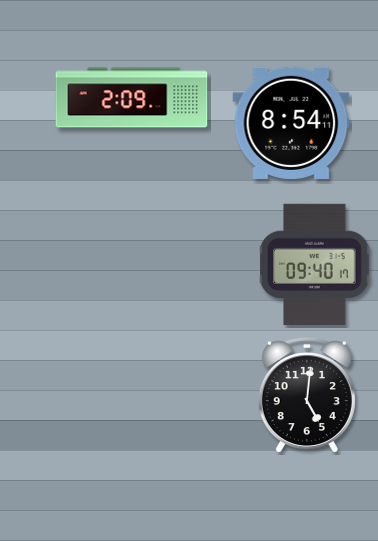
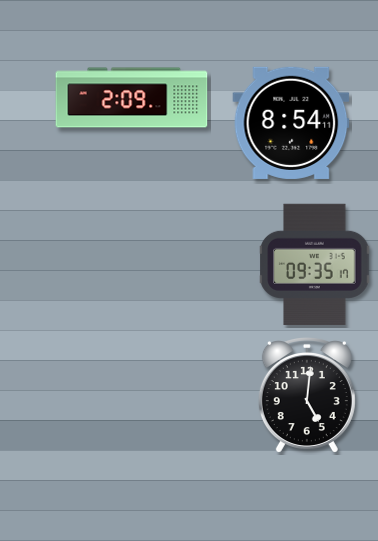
clock at (315, 265): 09:40 -> 09:35
